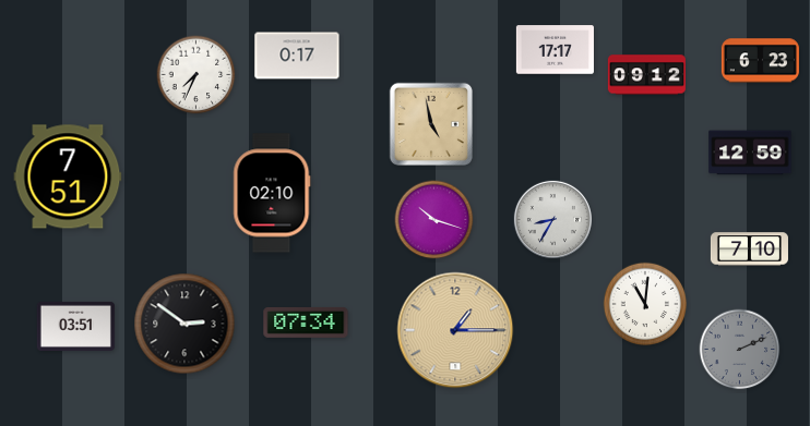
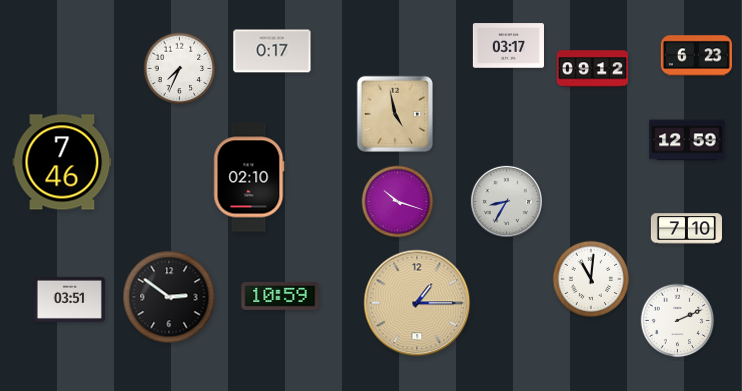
clock at (555, 50): 17:17 -> 03:17
clock at (68, 177): 7:51 -> 7:46
clock at (306, 322): 07:34 -> 10:59
clock at (740, 350) dial: grey -> white
